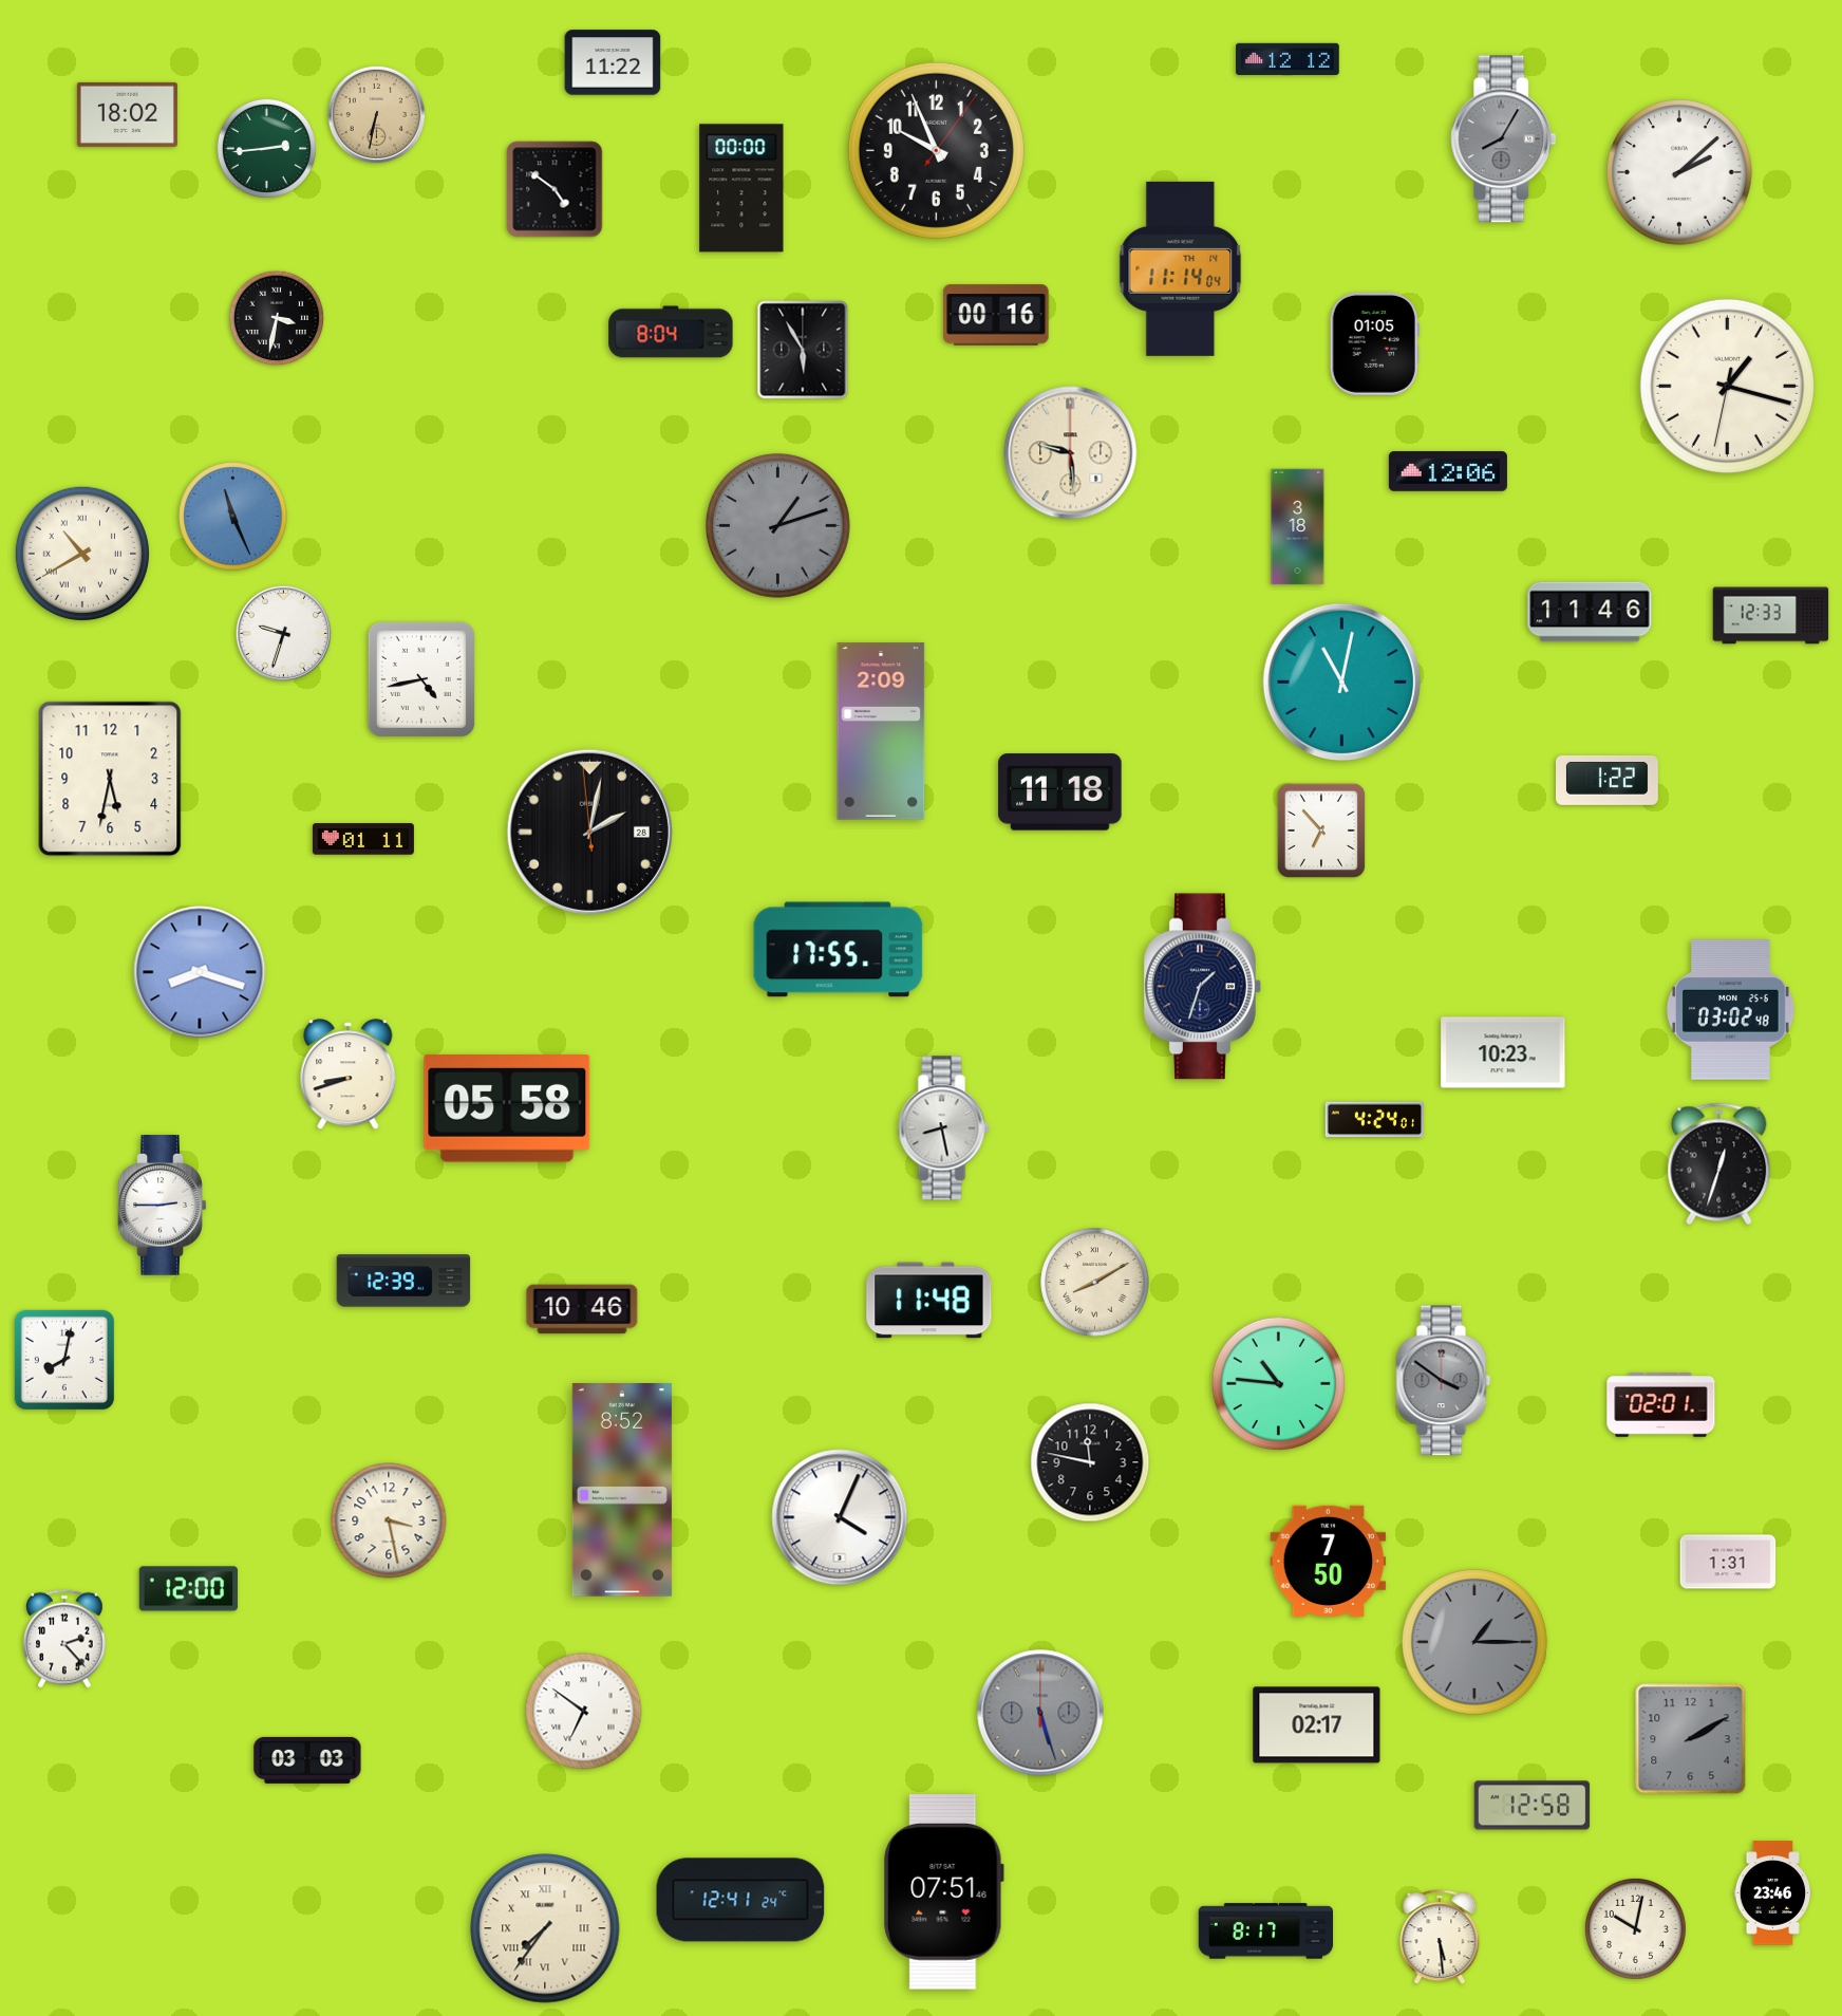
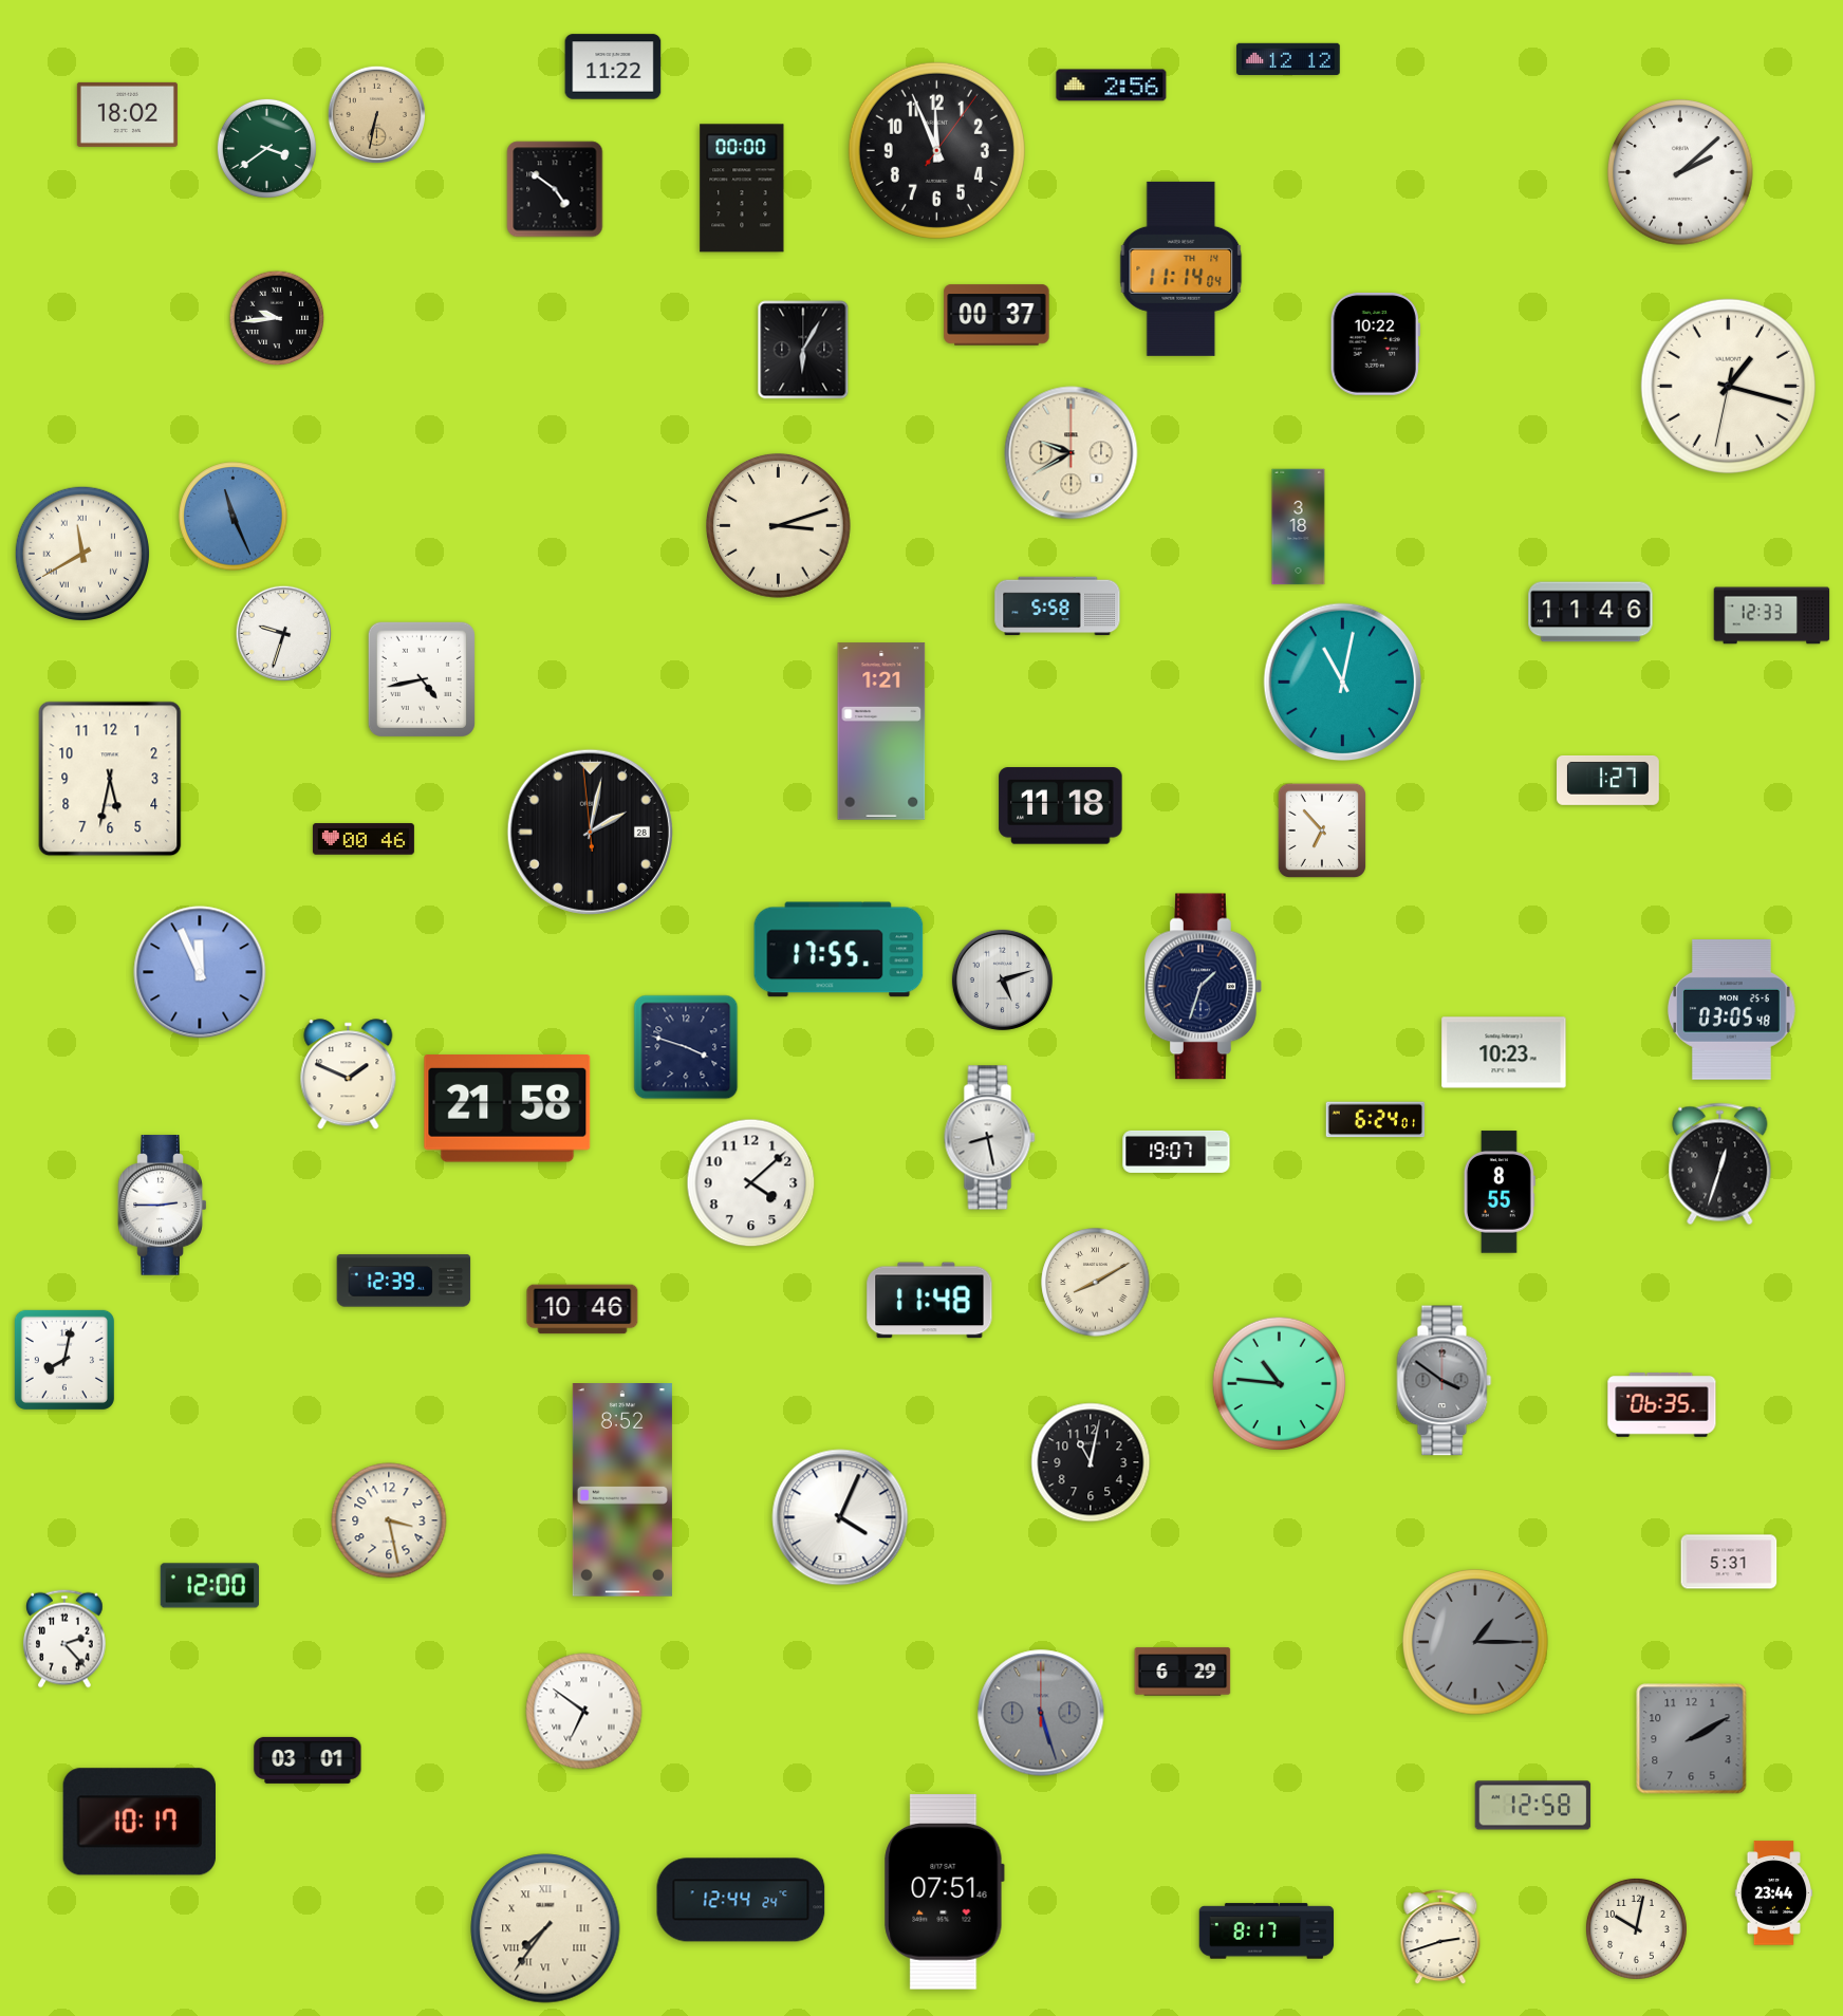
clock at (613, 62) position: (613, 62) -> (613, 67)
clock at (1112, 86): none -> 2:56
clock at (1504, 139): 8:05 -> none
clock at (266, 148): 2:44 -> 3:39
clock at (936, 150): 9:56 -> 11:56
clock at (996, 315): 00:16 -> 00:37
clock at (277, 318): 3:32 -> 9:44
clock at (671, 332): 8:04 -> none
clock at (1374, 343): 01:05 -> 10:22
clock at (803, 350): 5:55 -> 6:05
clock at (1071, 453): 9:29 -> 9:40
clock at (1448, 471): 12:06 -> none
clock at (778, 526): 1:12 -> 3:12
clock at (778, 526) dial: grey -> cream
clock at (81, 553): 10:40 -> 11:40
clock at (1058, 606): none -> 5:58
clock at (881, 731): 2:09 -> 1:21
clock at (1608, 781): 1:22 -> 1:27
clock at (1060, 792) position: (1060, 792) -> (1061, 806)
clock at (363, 839): 01:11 -> 00:46
clock at (200, 972): 8:18 -> 11:56
clock at (1002, 979): none -> 5:12
clock at (1730, 1010): 03:02 -> 03:05
clock at (686, 1047): none -> 3:48
clock at (349, 1075): 8:42 -> 1:49
clock at (507, 1109): 05:58 -> 21:58
clock at (1374, 1120): 4:24 -> 6:24
clock at (944, 1128) position: (944, 1128) -> (990, 1138)
clock at (1176, 1152): none -> 19:07
clock at (751, 1183): none -> 4:08
clock at (1500, 1192): none -> 8:55
clock at (1661, 1405): 02:01 -> 06:35
clock at (1090, 1462): 11:47 -> 11:02
clock at (1329, 1561): 7:50 -> none
clock at (1728, 1562): 1:31 -> 5:31
clock at (188, 1589) position: (188, 1589) -> (209, 1586)
clock at (1183, 1672): none -> 6:29
clock at (1317, 1725): 02:17 -> none
clock at (307, 1760): 03:03 -> 03:01
clock at (139, 1822): none -> 10:17
clock at (1772, 1893): 23:46 -> 23:44
clock at (740, 1900): 12:41 -> 12:44
clock at (1440, 1938): 5:29 -> 2:42
